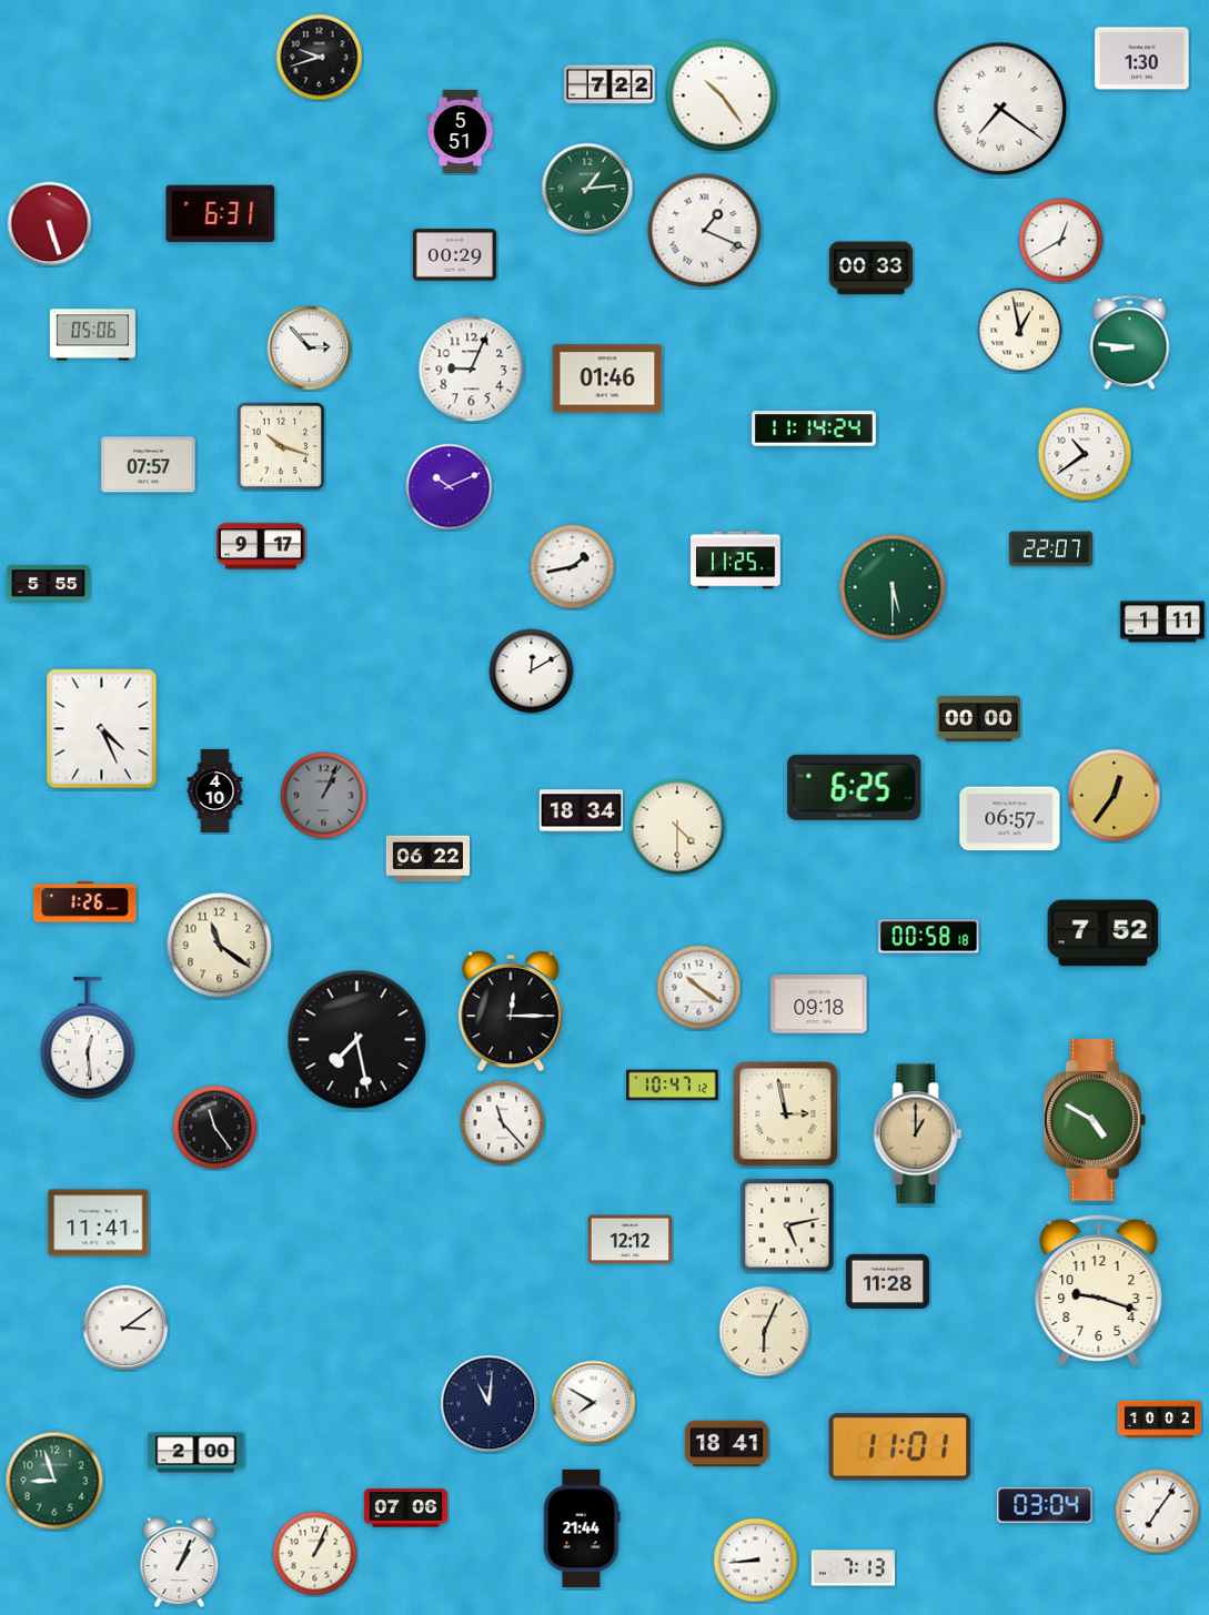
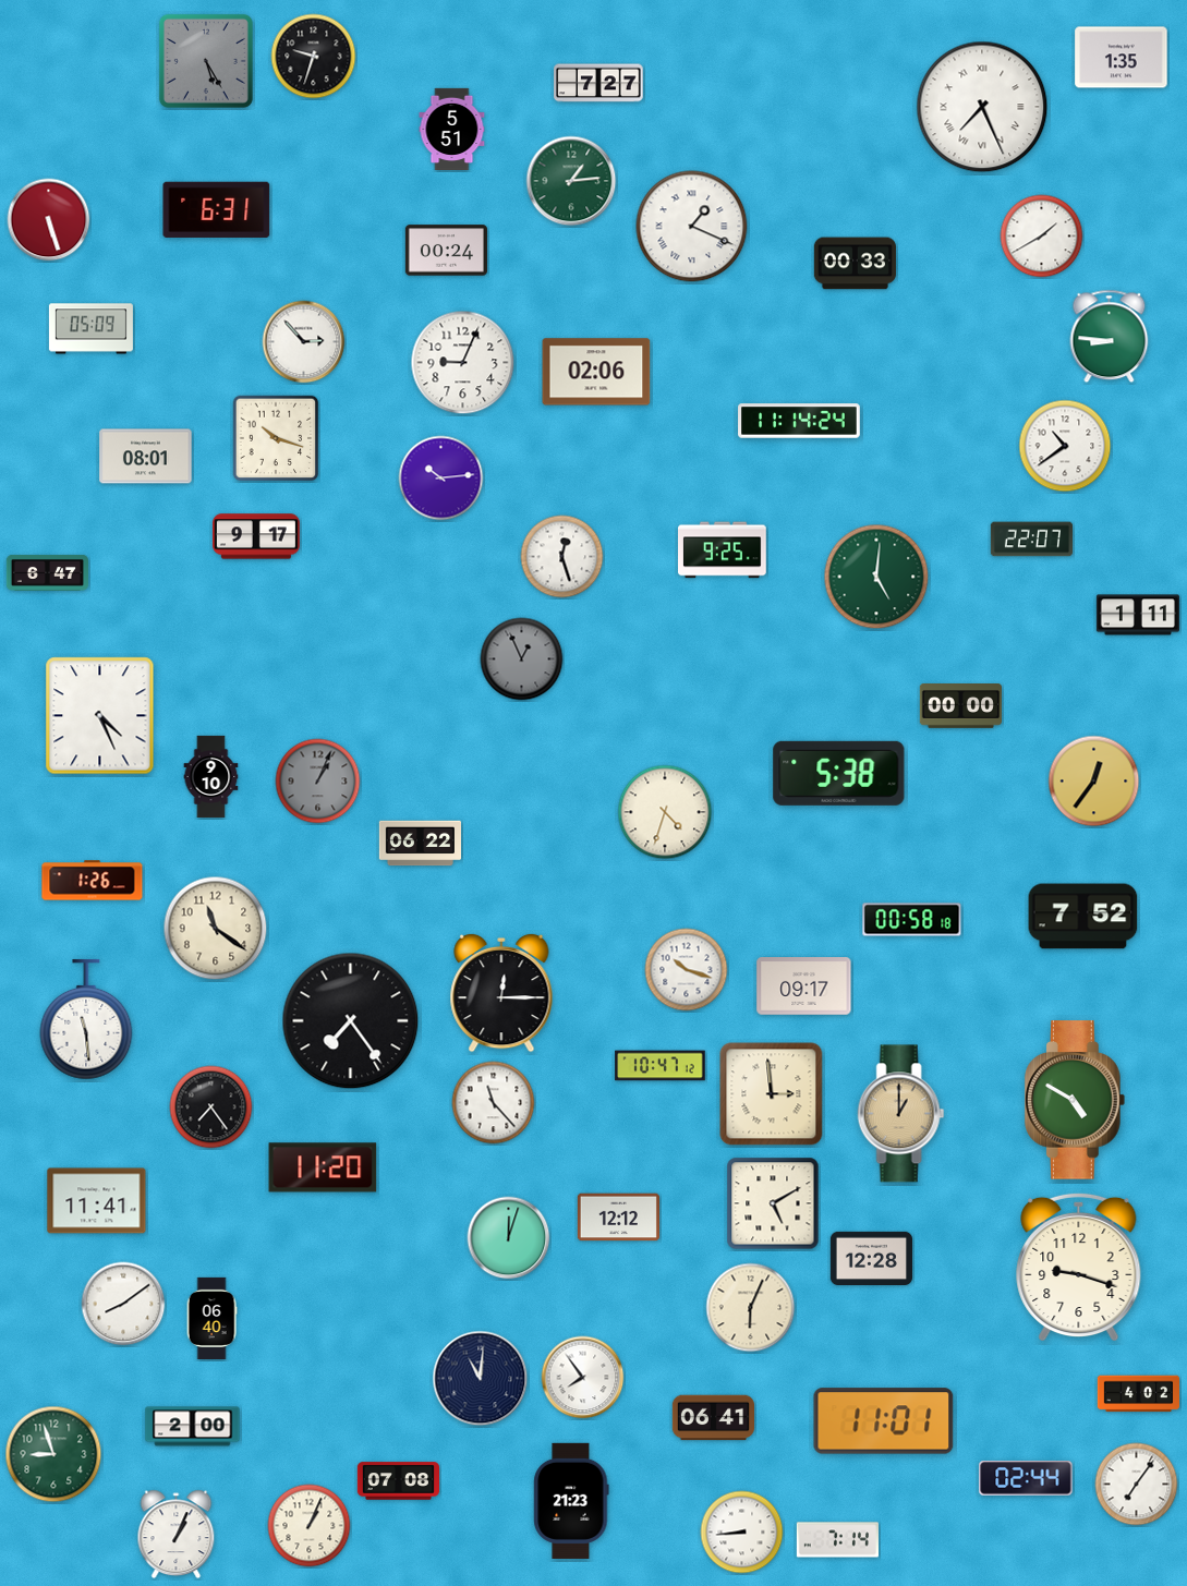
clock at (320, 58): 9:42 -> 9:33
clock at (1142, 59): 1:30 -> 1:35
clock at (206, 61): none -> 5:25
clock at (609, 84): 7:22 -> 7:27
clock at (722, 95): 10:24 -> none
clock at (1000, 109): 7:21 -> 7:26
clock at (587, 189) position: (587, 189) -> (571, 181)
clock at (1061, 241): 12:40 -> 1:40
clock at (454, 255): 00:29 -> 00:24
clock at (1020, 331): 12:58 -> none
clock at (92, 335): 05:06 -> 05:09
clock at (607, 378): 01:46 -> 02:06
clock at (149, 465): 07:57 -> 08:01
clock at (450, 487): 10:11 -> 10:14
clock at (736, 561): 11:25 -> 9:25
clock at (573, 567): 1:43 -> 12:27
clock at (48, 583): 5:55 -> 6:47
clock at (893, 587): 5:30 -> 5:01
clock at (1162, 622) position: (1162, 622) -> (1138, 615)
clock at (532, 672): 12:10 -> 12:56
clock at (532, 672) dial: white -> grey
clock at (855, 787): 6:25 -> 5:38
clock at (215, 791): 4:10 -> 9:10
clock at (581, 811): 18:34 -> none
clock at (1010, 819): 06:57 -> none
clock at (677, 827): 4:30 -> 4:33
clock at (85, 902) position: (85, 902) -> (93, 881)
clock at (699, 988): 10:21 -> 10:18
clock at (819, 1005): 09:18 -> 09:17
clock at (88, 1038): 12:29 -> 11:29
clock at (357, 1040): 7:28 -> 7:24
clock at (786, 1114): 2:58 -> 2:59
clock at (215, 1128): 11:24 -> 7:24
clock at (323, 1167): none -> 11:20
clock at (787, 1225): 5:13 -> 5:10
clock at (509, 1238): none -> 12:03
clock at (887, 1281): 11:28 -> 12:28
clock at (125, 1328): 3:09 -> 8:09
clock at (211, 1318): none -> 06:40
clock at (594, 1403): 7:50 -> 7:54
clock at (1159, 1420): 10:02 -> 4:02
clock at (726, 1444): 18:41 -> 06:41
clock at (1045, 1506): 03:04 -> 02:44
clock at (405, 1508): 07:06 -> 07:08
clock at (582, 1528): 21:44 -> 21:23
clock at (853, 1568): 7:13 -> 7:14
